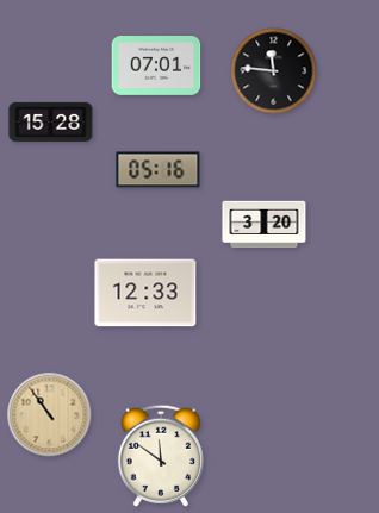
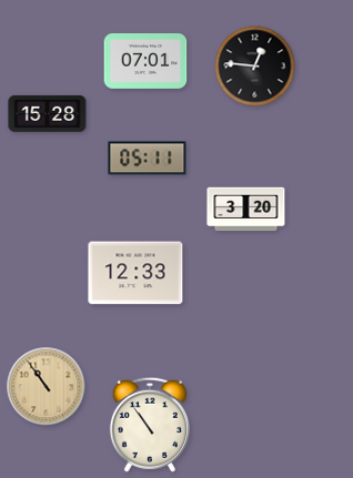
clock at (274, 71): 11:46 -> 12:46
clock at (159, 170): 05:16 -> 05:11
clock at (161, 456): 11:51 -> 10:54
